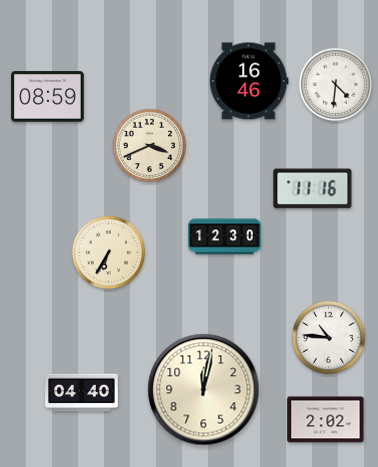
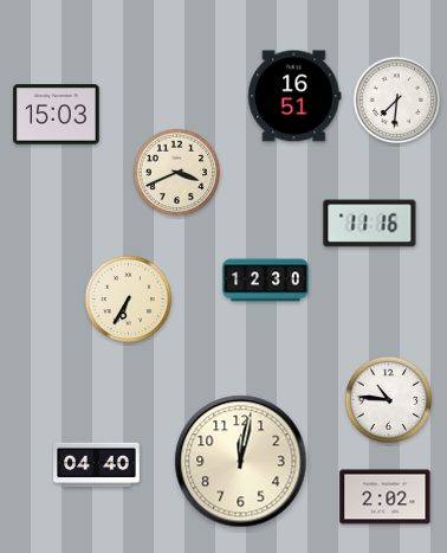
clock at (249, 81): 16:46 -> 16:51
clock at (336, 85): 4:31 -> 7:31
clock at (48, 97): 08:59 -> 15:03
